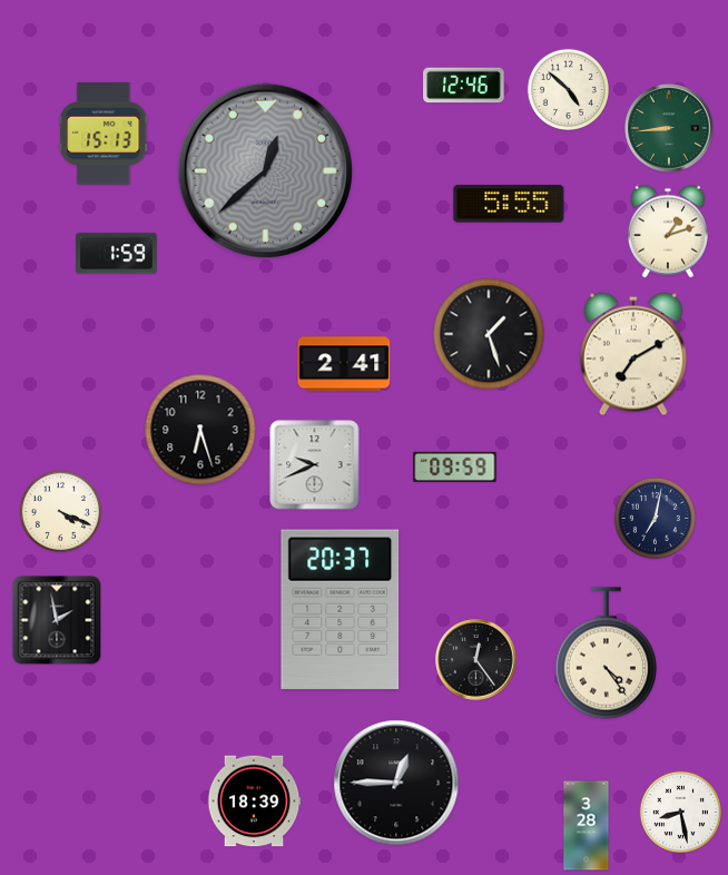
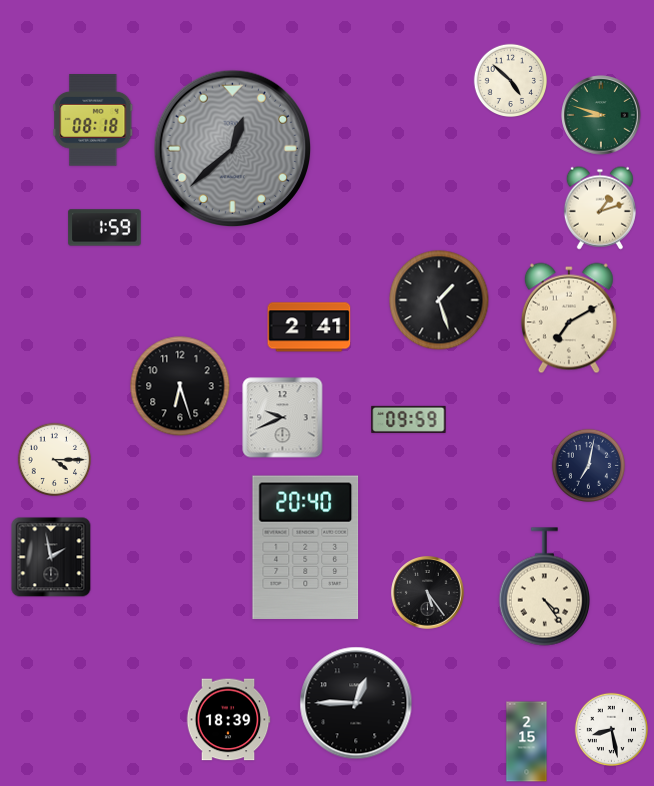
clock at (464, 86): 12:46 -> none
clock at (669, 128): 8:44 -> 8:48
clock at (104, 134): 15:13 -> 08:18
clock at (266, 171) position: (266, 171) -> (233, 149)
clock at (509, 205): 5:55 -> none
clock at (60, 511): 4:19 -> 4:15
clock at (341, 609): 20:37 -> 20:40
clock at (476, 660): 12:24 -> 5:24
clock at (587, 826): 3:28 -> 2:15
